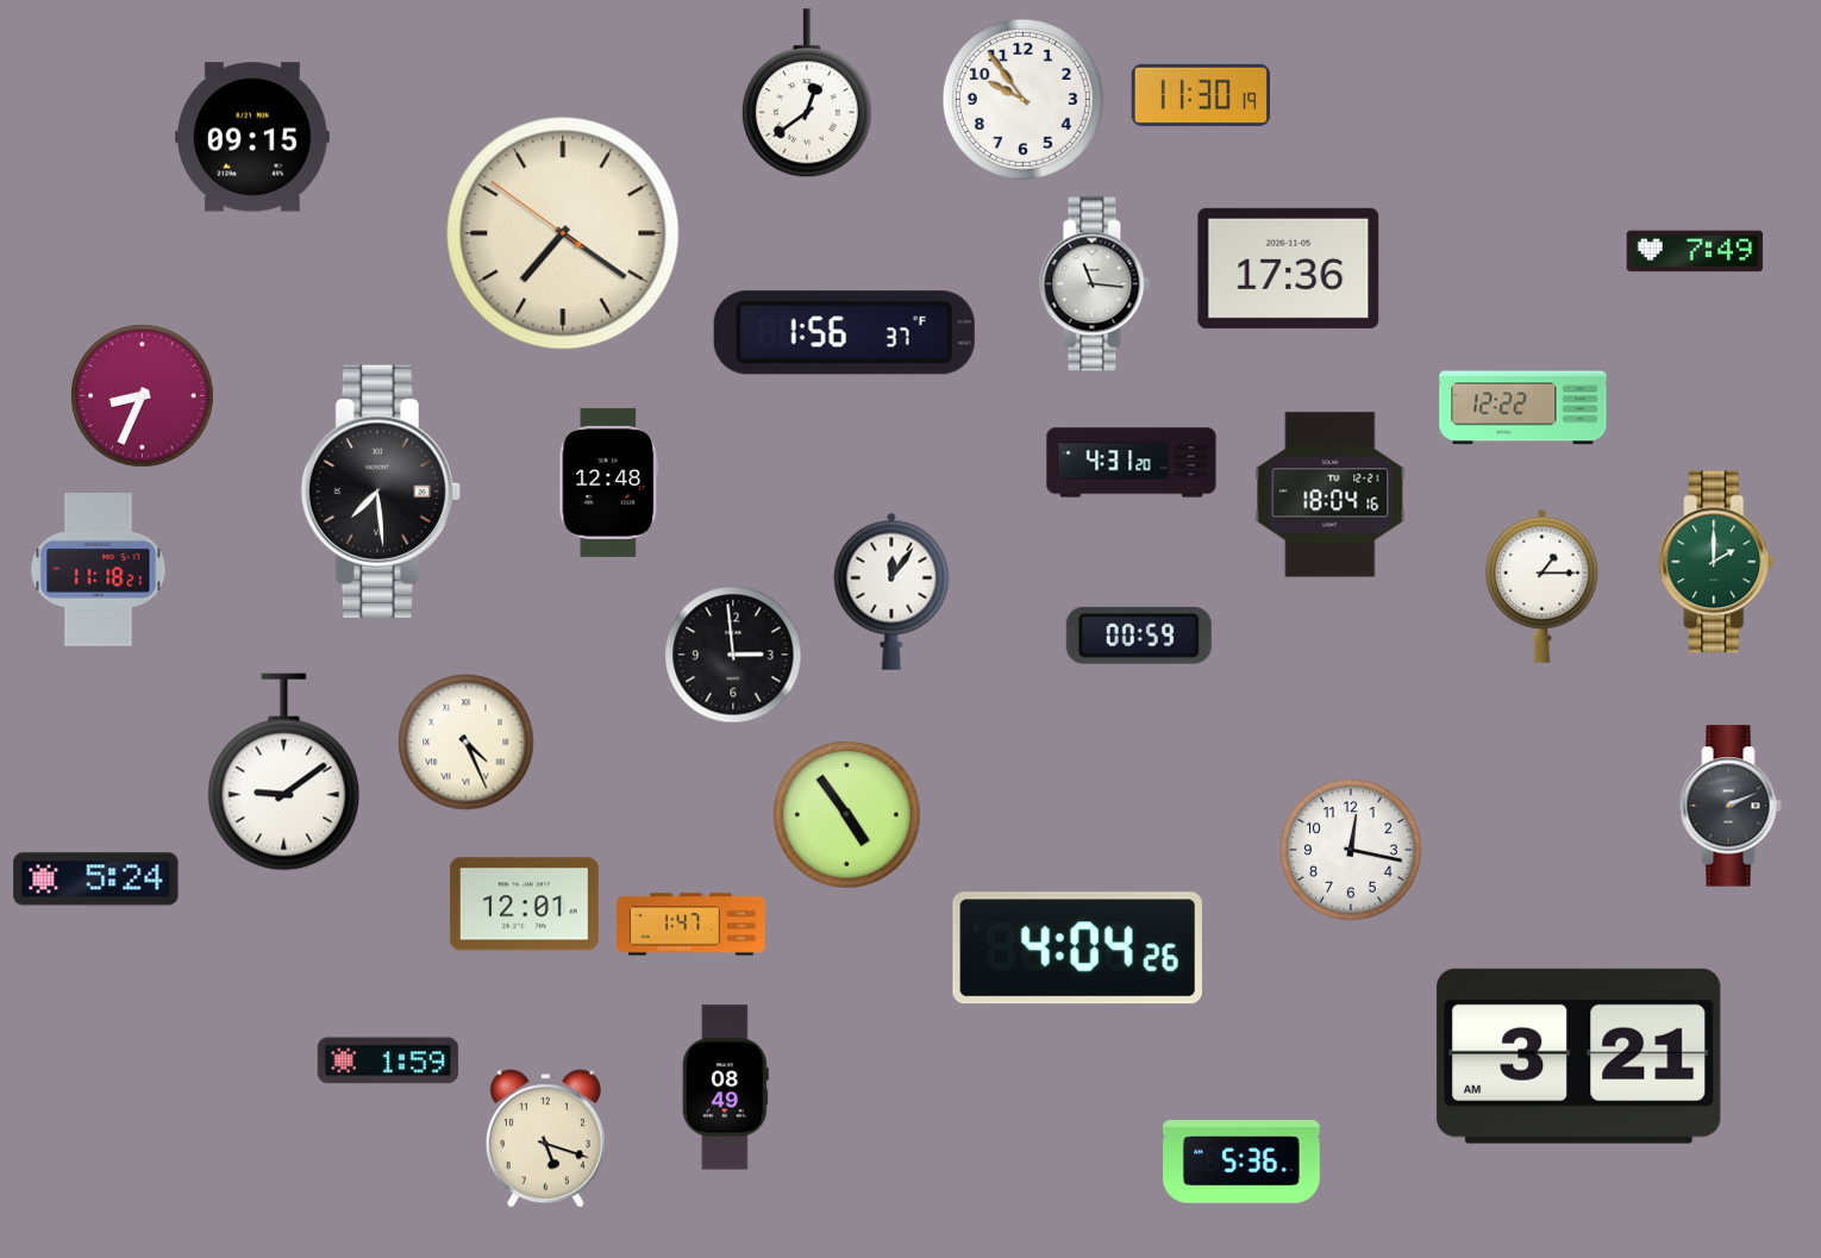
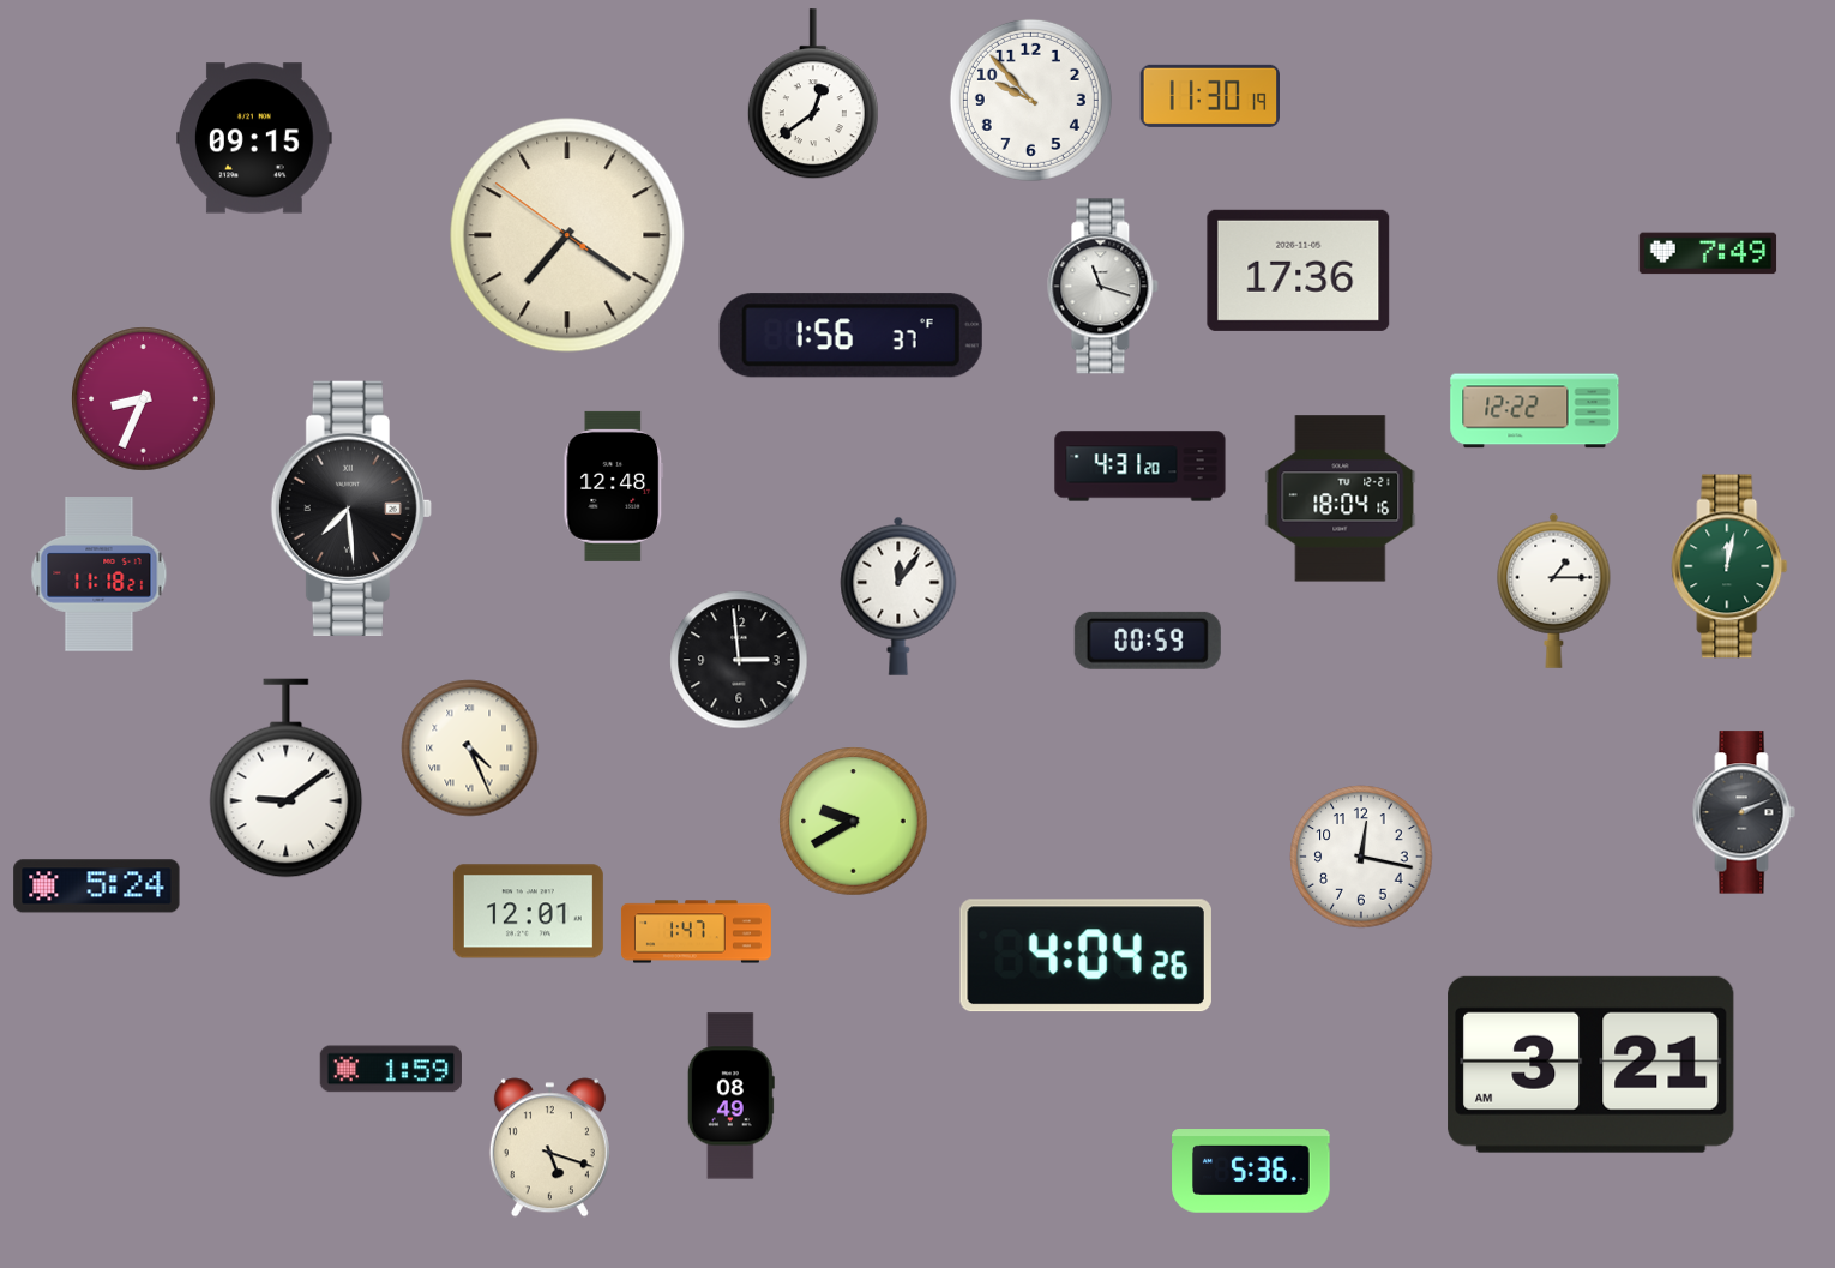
clock at (1022, 99): 9:54 -> 9:53
clock at (1095, 284): 11:16 -> 11:18
clock at (380, 492) position: (380, 492) -> (350, 509)
clock at (1716, 562): 2:00 -> 12:02
clock at (847, 815): 4:54 -> 9:40
